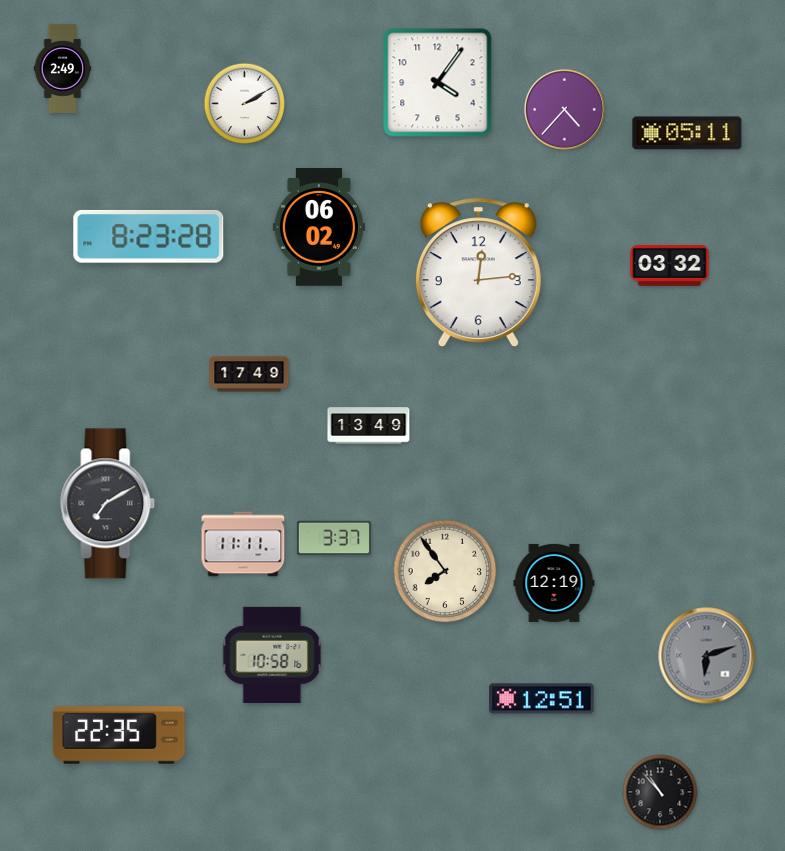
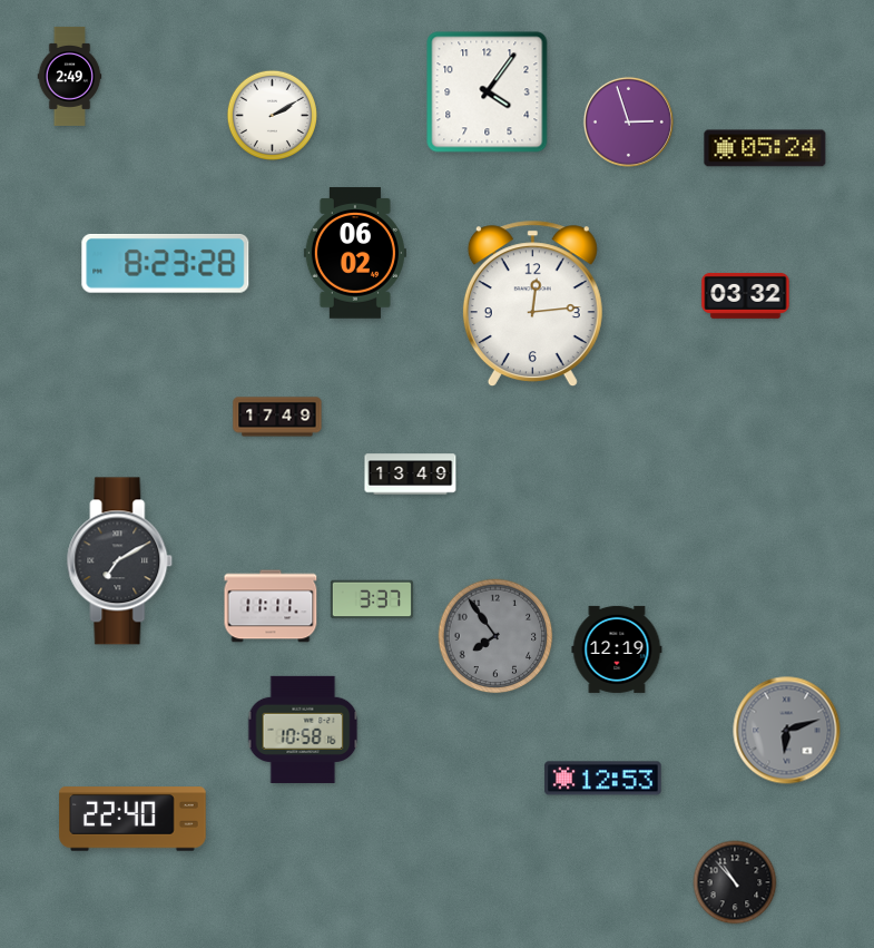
clock at (564, 109): 4:37 -> 2:57
clock at (687, 133): 05:11 -> 05:24
clock at (445, 571) dial: cream -> grey
clock at (542, 699): 12:51 -> 12:53
clock at (119, 735): 22:35 -> 22:40
